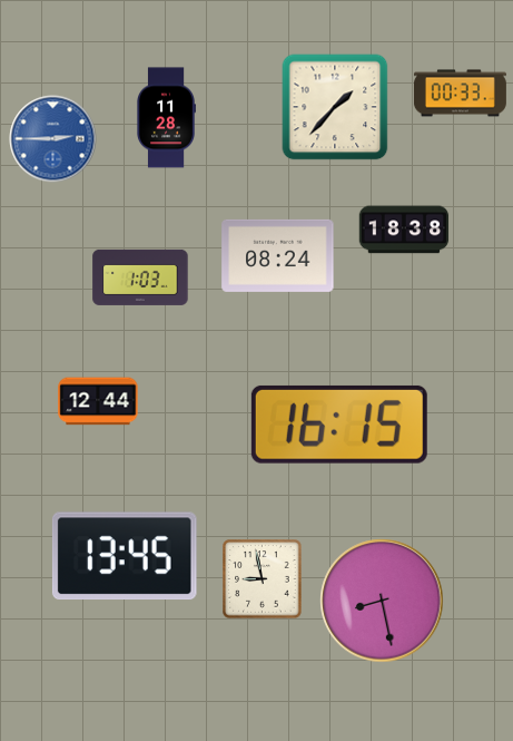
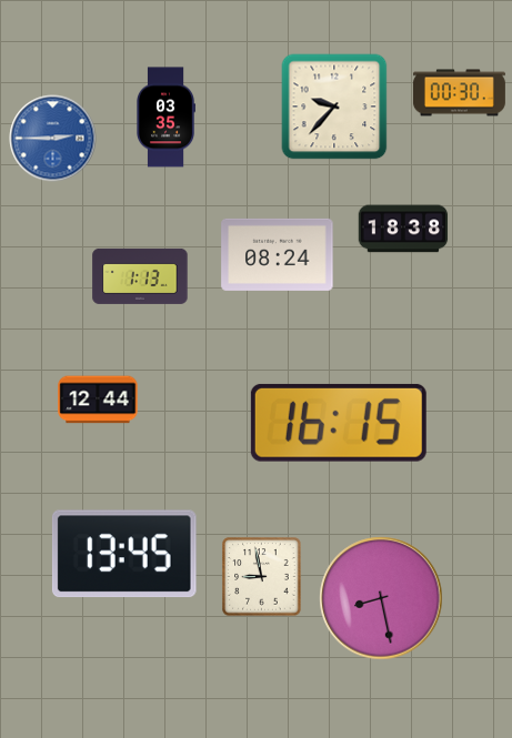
clock at (460, 94): 00:33 -> 00:30
clock at (335, 107): 1:37 -> 9:37
clock at (166, 118): 11:28 -> 03:35
clock at (140, 277): 1:03 -> 1:13
